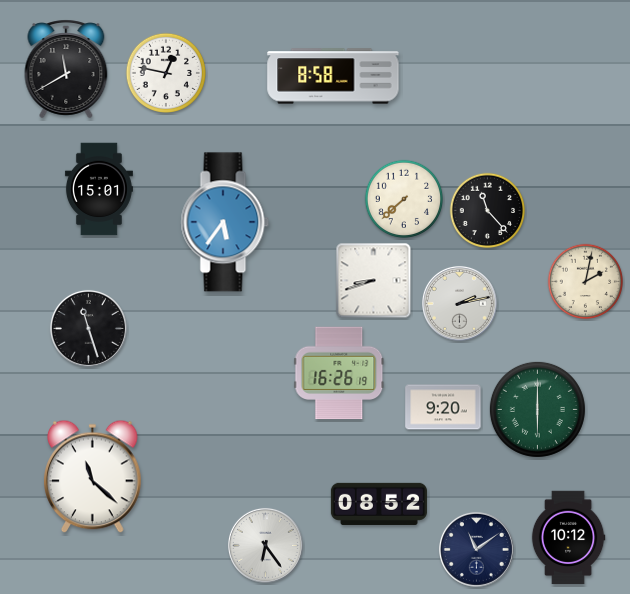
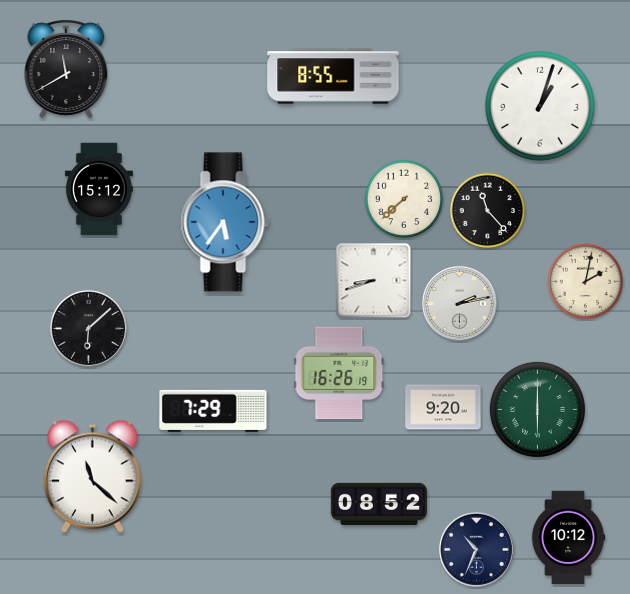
clock at (166, 73): 12:47 -> none
clock at (333, 76): 8:58 -> 8:55
clock at (540, 106): none -> 1:03
clock at (99, 189): 15:01 -> 15:12
clock at (88, 328): 11:27 -> 6:08
clock at (213, 411): none -> 7:29
clock at (265, 545): 6:24 -> none
clock at (476, 549): 11:09 -> 10:34
